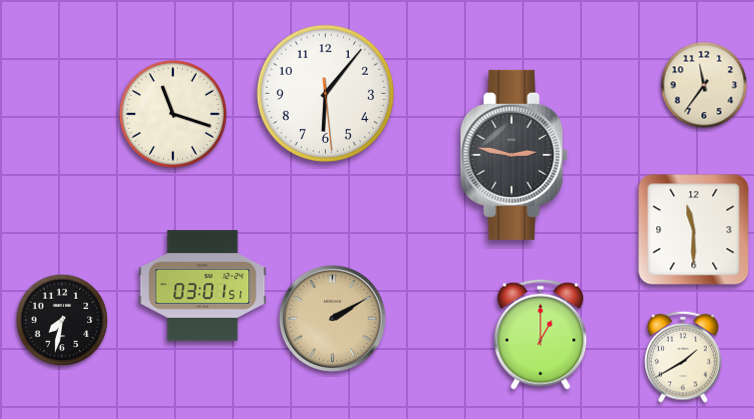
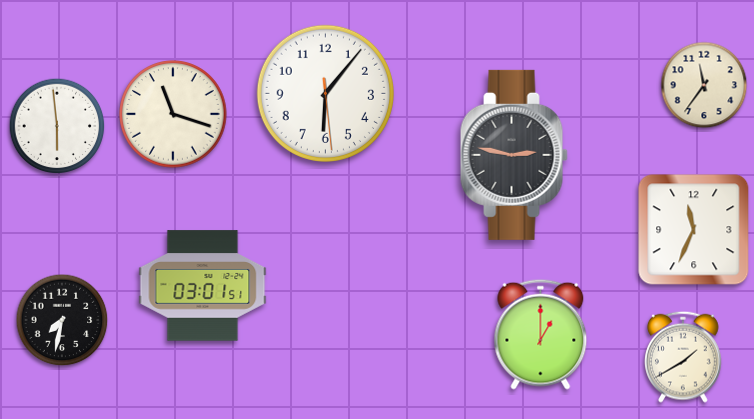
clock at (57, 126): none -> 5:59
clock at (694, 230): 11:30 -> 11:34
clock at (332, 318): 2:10 -> none
